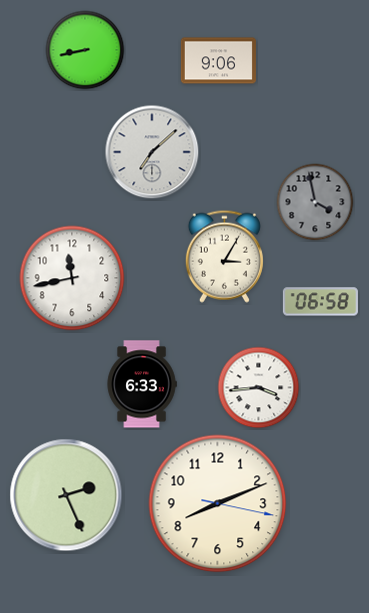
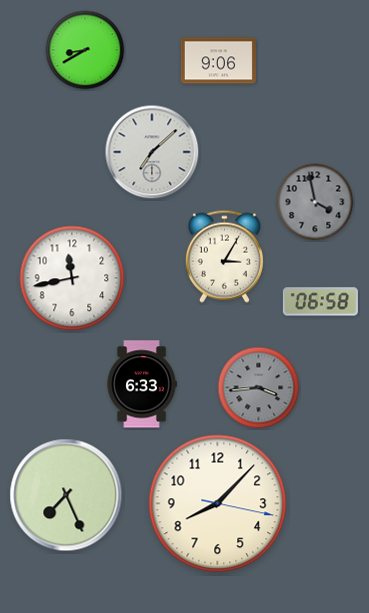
clock at (85, 50): 8:43 -> 8:40
clock at (259, 388) dial: white -> grey
clock at (66, 495): 2:26 -> 7:26
clock at (218, 504): 8:11 -> 8:07
